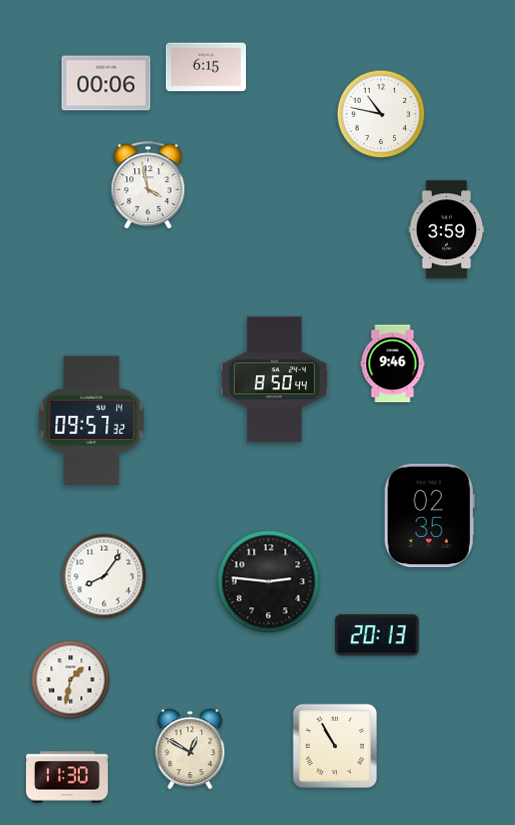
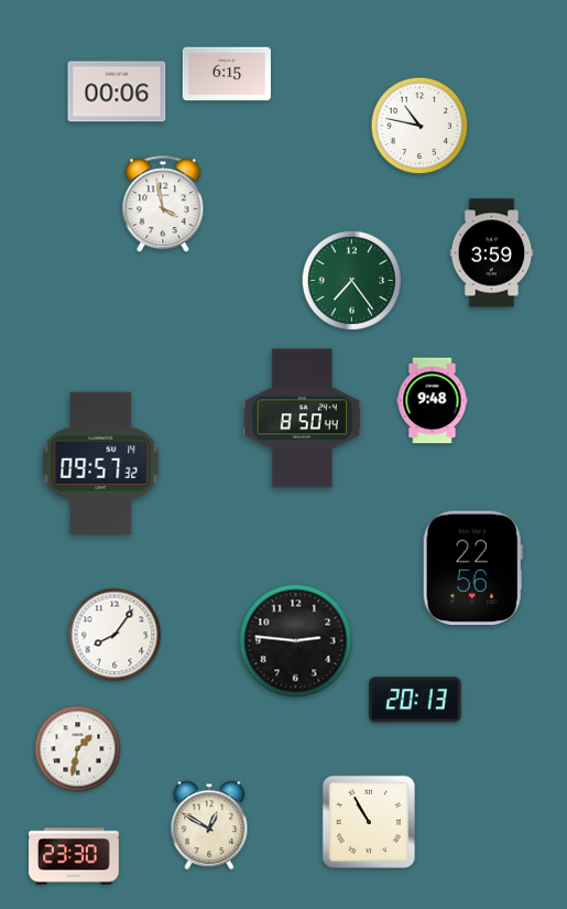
clock at (351, 280): none -> 7:24
clock at (393, 364): 9:46 -> 9:48
clock at (429, 516): 02:35 -> 22:56
clock at (68, 777): 11:30 -> 23:30
